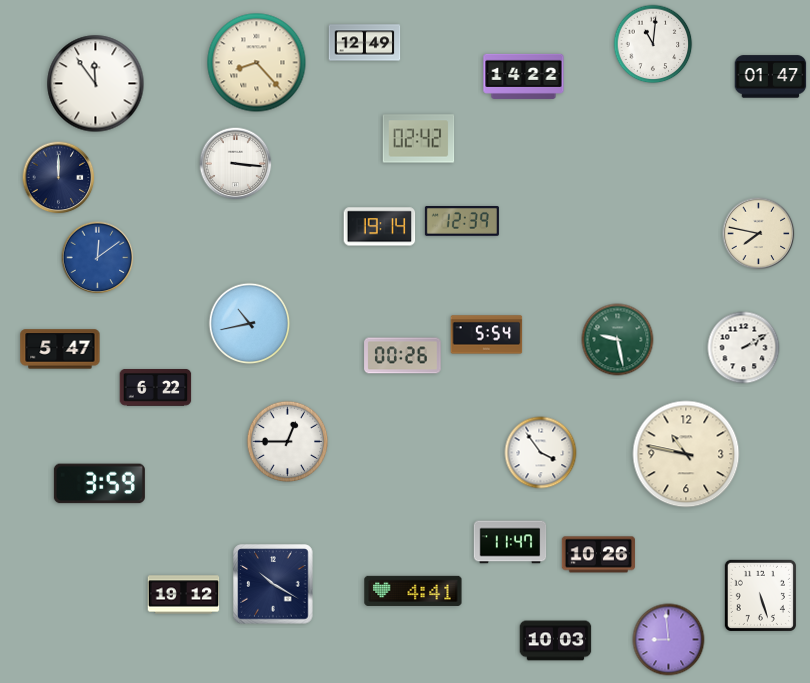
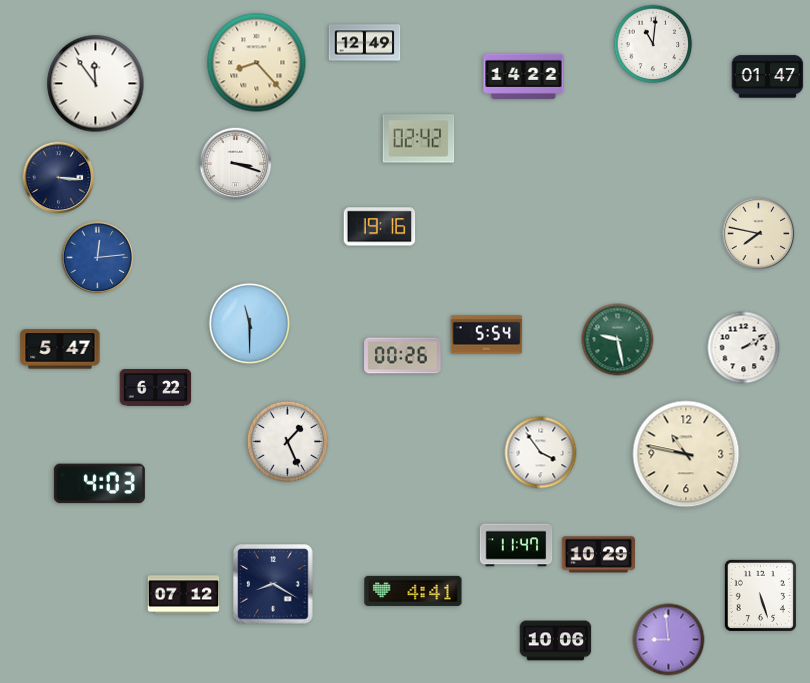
clock at (771, 77) position: (771, 77) -> (768, 77)
clock at (236, 164): 3:16 -> 3:18
clock at (59, 178): 12:00 -> 3:16
clock at (462, 221): 12:39 -> none
clock at (380, 227): 19:14 -> 19:16
clock at (98, 258): 12:09 -> 12:14
clock at (250, 324): 10:43 -> 11:30
clock at (288, 442): 12:45 -> 1:26
clock at (99, 484): 3:59 -> 4:03
clock at (510, 542) position: (510, 542) -> (516, 545)
clock at (598, 555): 10:26 -> 10:29
clock at (273, 584): 10:20 -> 8:20
clock at (184, 595): 19:12 -> 07:12
clock at (556, 641): 10:03 -> 10:06
